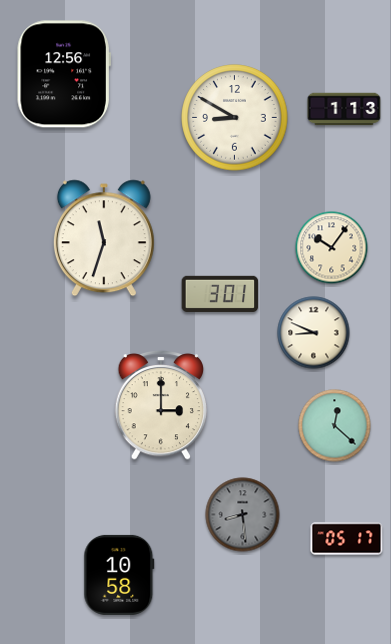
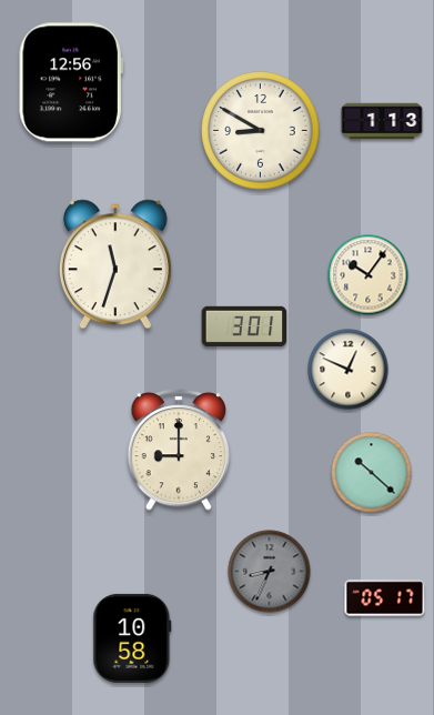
clock at (314, 333): 8:49 -> 12:49
clock at (161, 405): 3:00 -> 9:00
clock at (335, 426): 12:22 -> 10:22
clock at (243, 515): 8:29 -> 8:34
